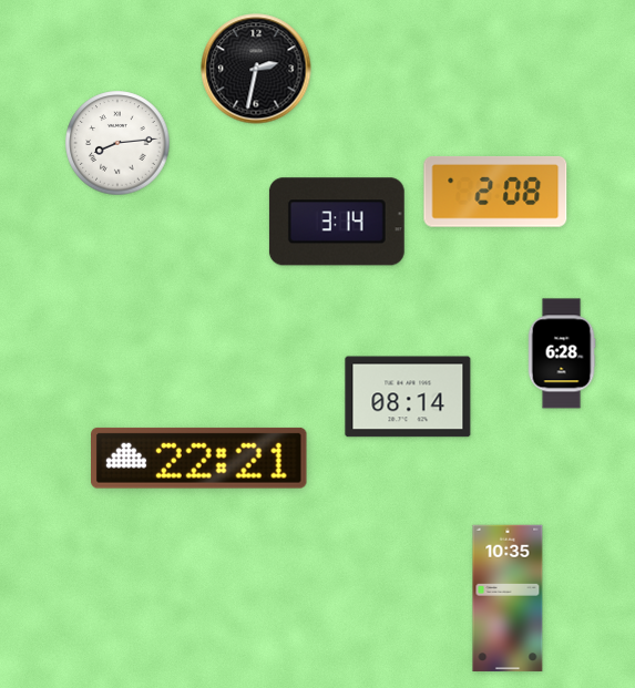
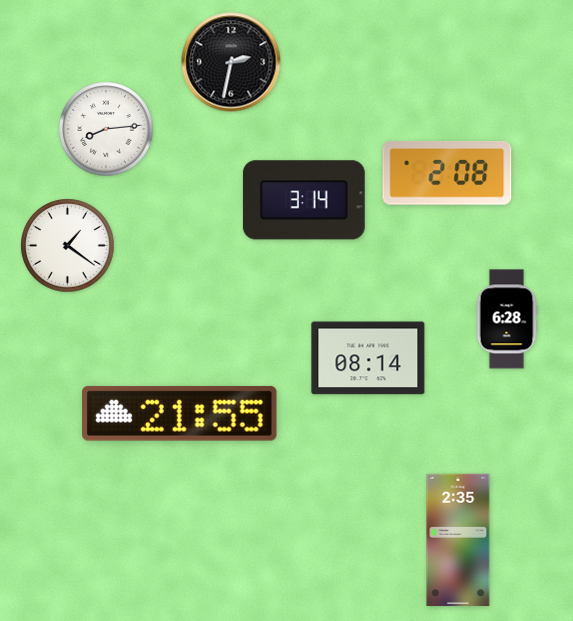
clock at (68, 246): none -> 1:21
clock at (199, 458): 22:21 -> 21:55
clock at (508, 598): 10:35 -> 2:35
